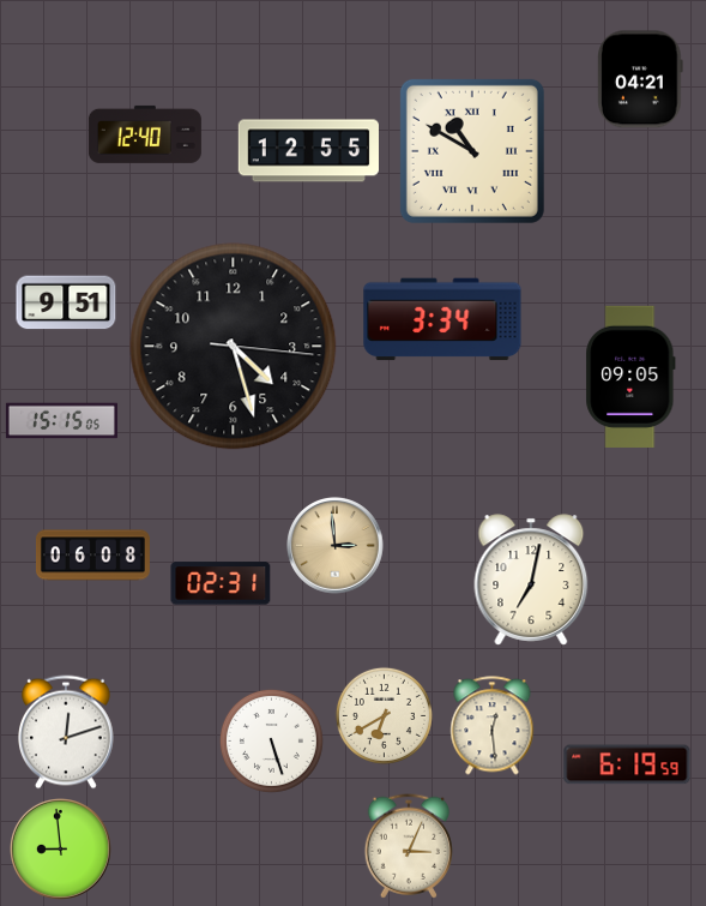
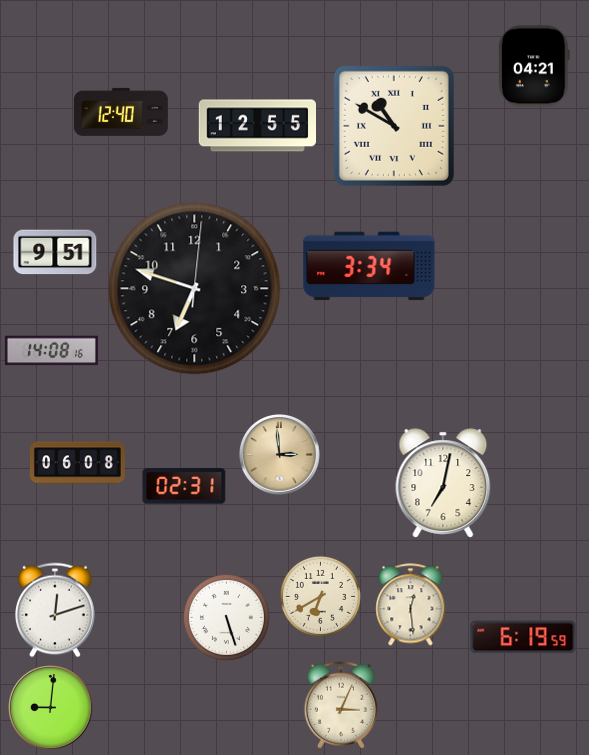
clock at (234, 347): 4:27 -> 6:48
clock at (630, 377): 09:05 -> none
clock at (61, 421): 15:15 -> 14:08
clock at (61, 850): 8:59 -> 9:01
